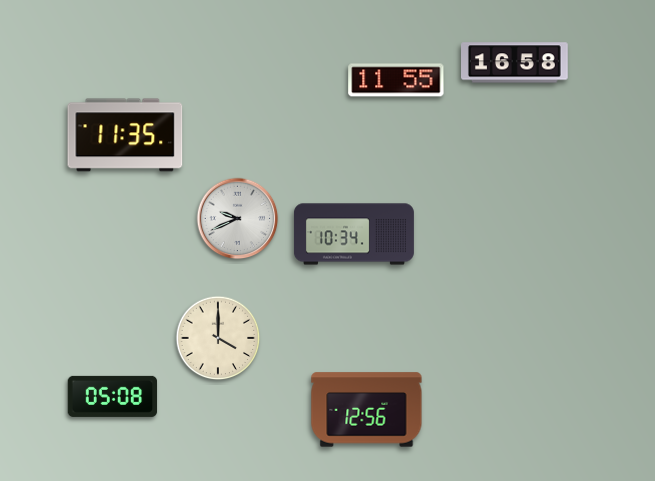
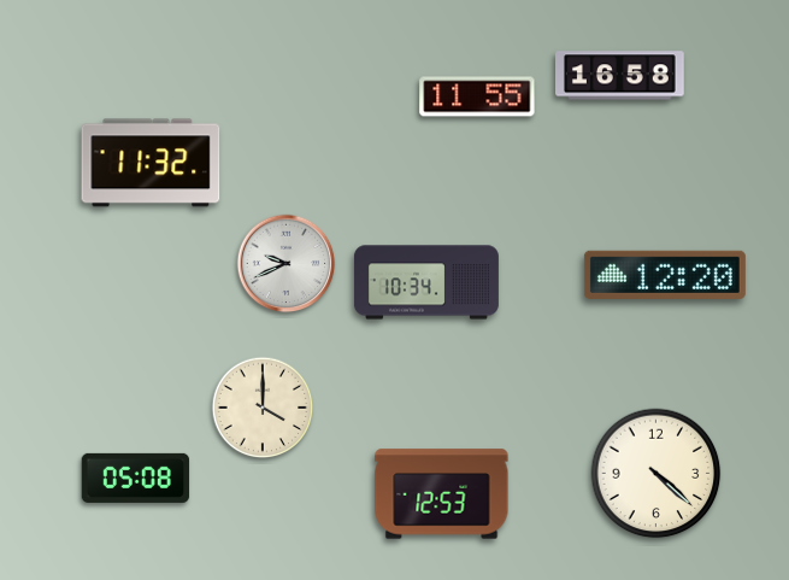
clock at (125, 135): 11:35 -> 11:32
clock at (665, 275): none -> 12:20
clock at (656, 474): none -> 4:22
clock at (367, 410): 12:56 -> 12:53
